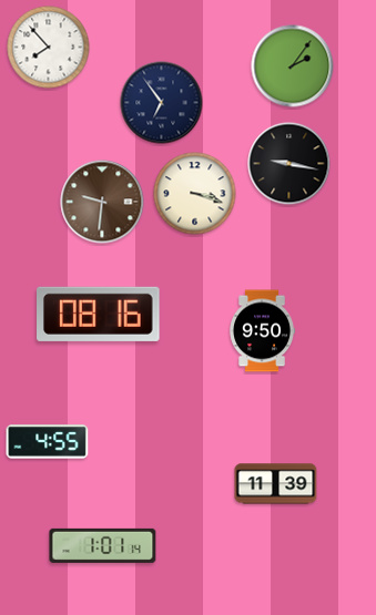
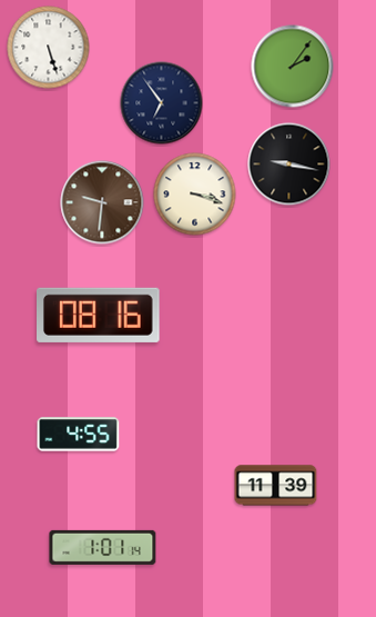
clock at (49, 48): 7:53 -> 5:27
clock at (262, 331): 9:50 -> none
clock at (48, 442) position: (48, 442) -> (79, 435)
